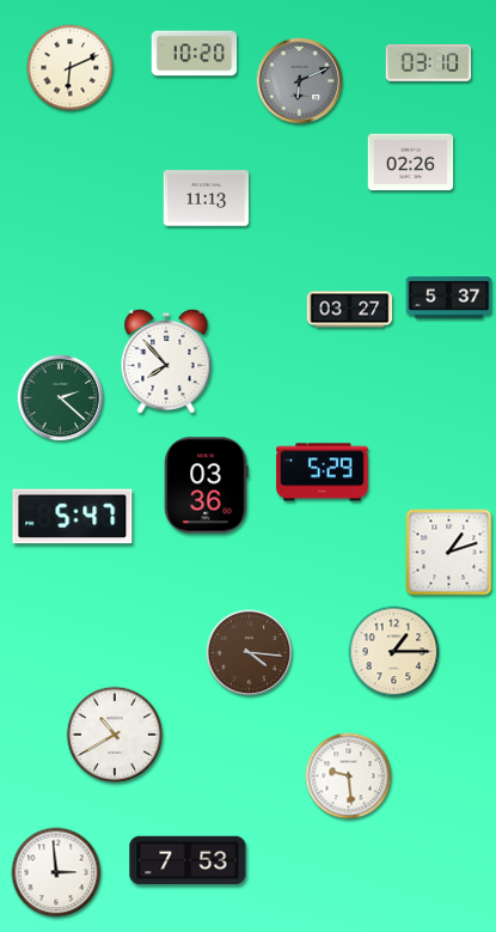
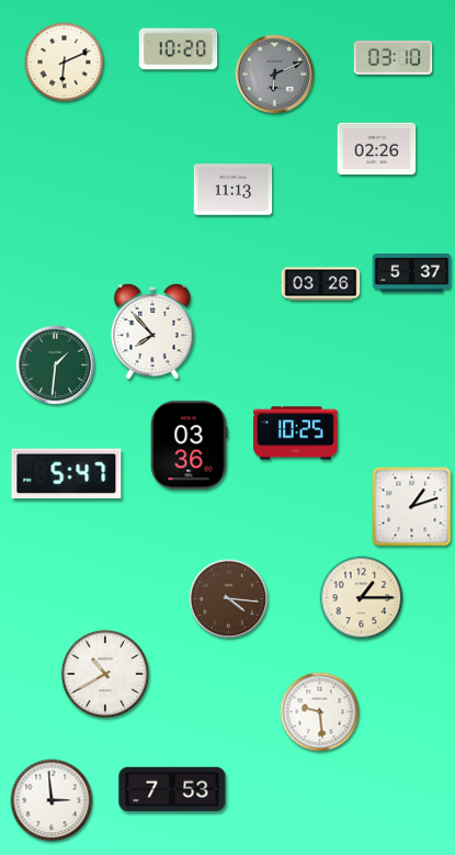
clock at (207, 199) position: (207, 199) -> (234, 190)
clock at (350, 310): 03:27 -> 03:26
clock at (61, 398): 2:22 -> 1:31
clock at (323, 473): 5:29 -> 10:25
